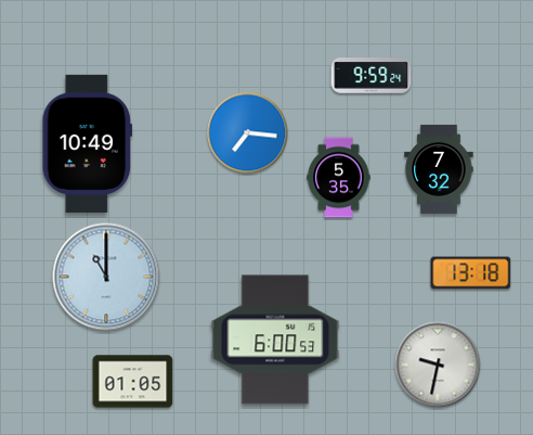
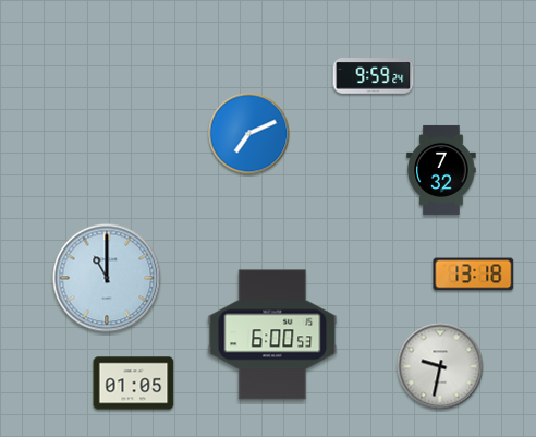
clock at (248, 133): 7:16 -> 7:11
clock at (88, 143): 10:49 -> none
clock at (339, 178): 5:35 -> none
clock at (275, 340) position: (275, 340) -> (272, 335)
